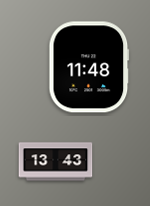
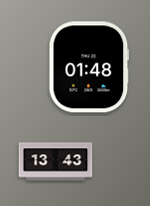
clock at (89, 67): 11:48 -> 01:48
